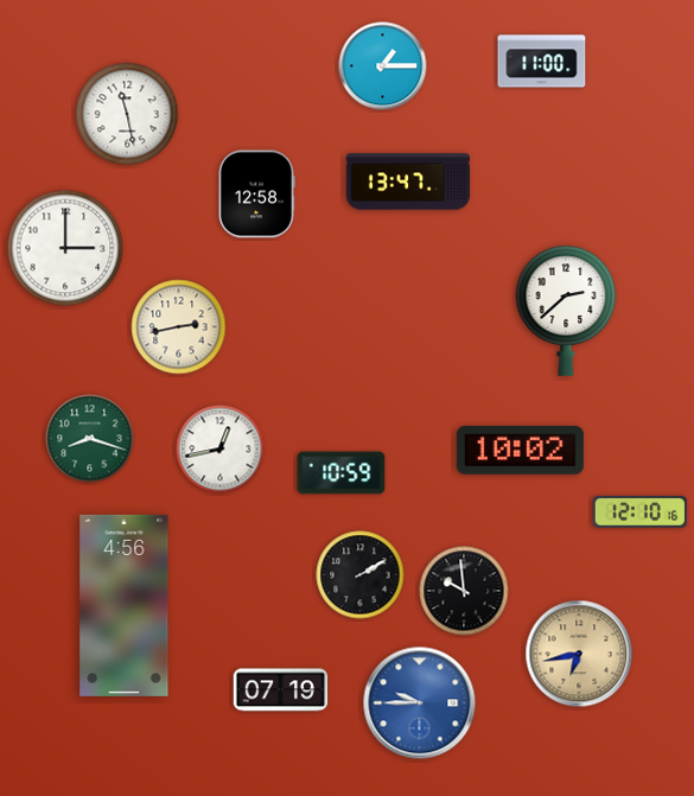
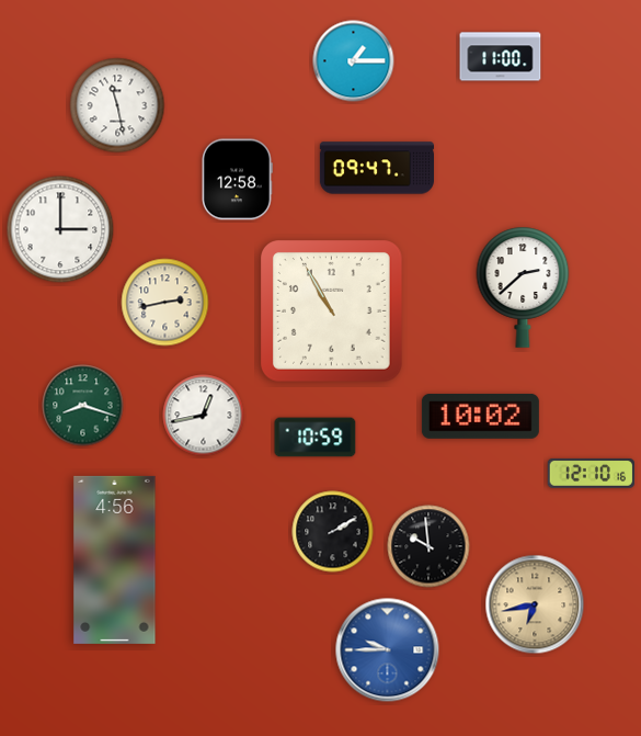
clock at (407, 182): 13:47 -> 09:47
clock at (332, 312): none -> 10:55
clock at (281, 690): 07:19 -> none
